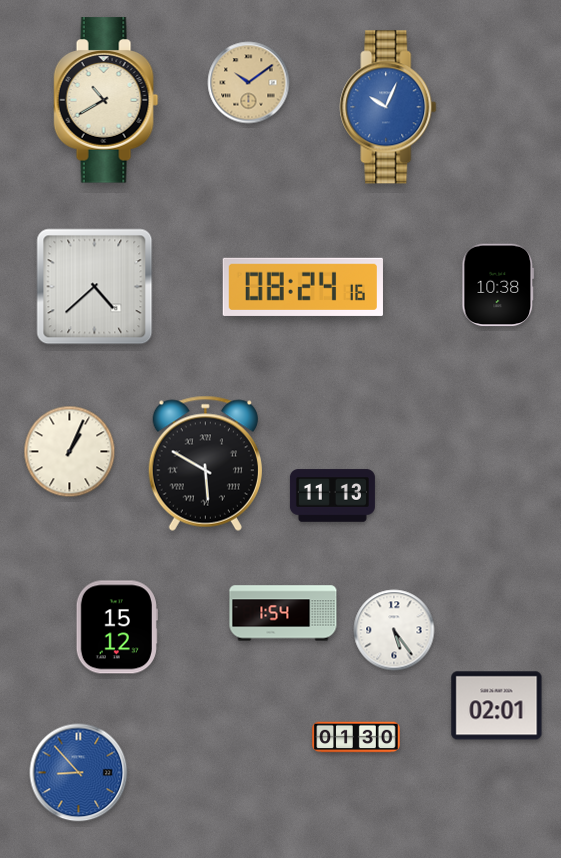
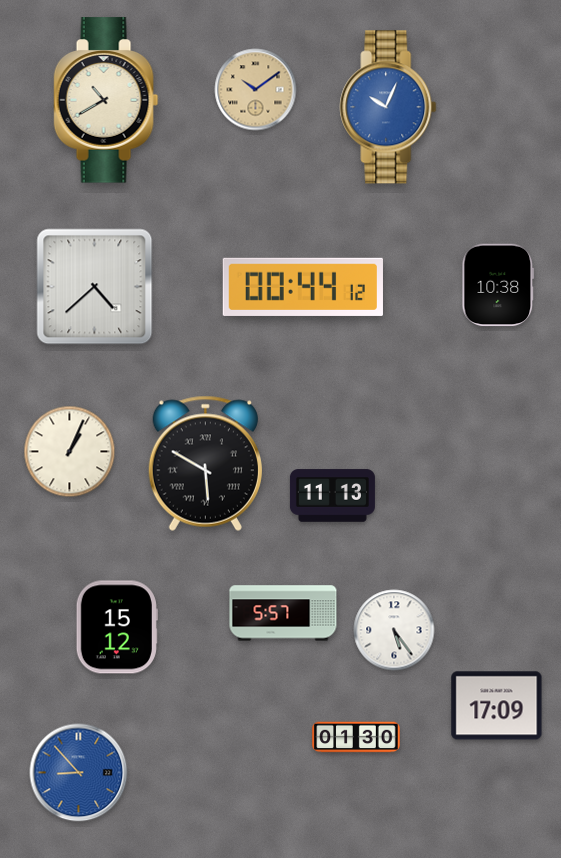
clock at (249, 83) position: (249, 83) -> (256, 90)
clock at (303, 287): 08:24 -> 00:44
clock at (283, 613): 1:54 -> 5:57
clock at (497, 706): 02:01 -> 17:09
